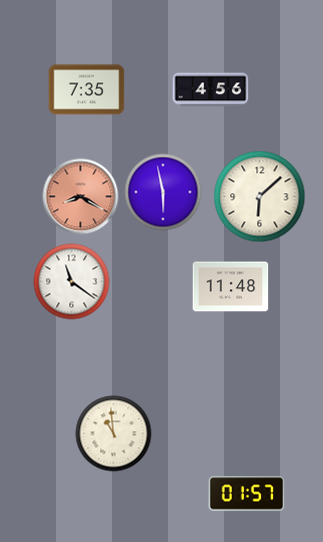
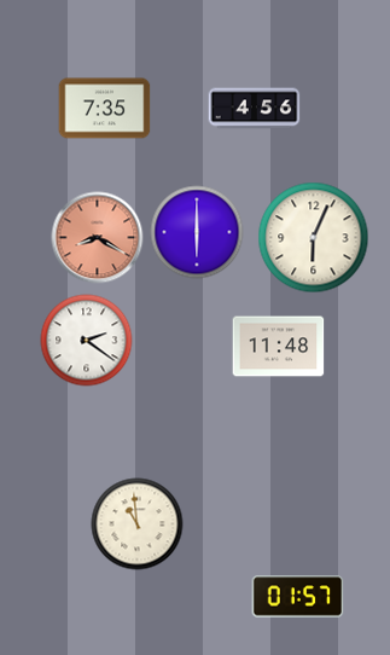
clock at (163, 192): 5:58 -> 6:00
clock at (260, 197): 6:08 -> 6:04
clock at (72, 282): 11:21 -> 2:21
